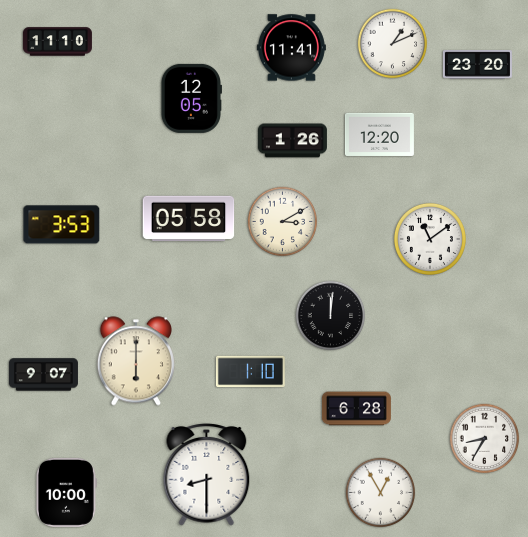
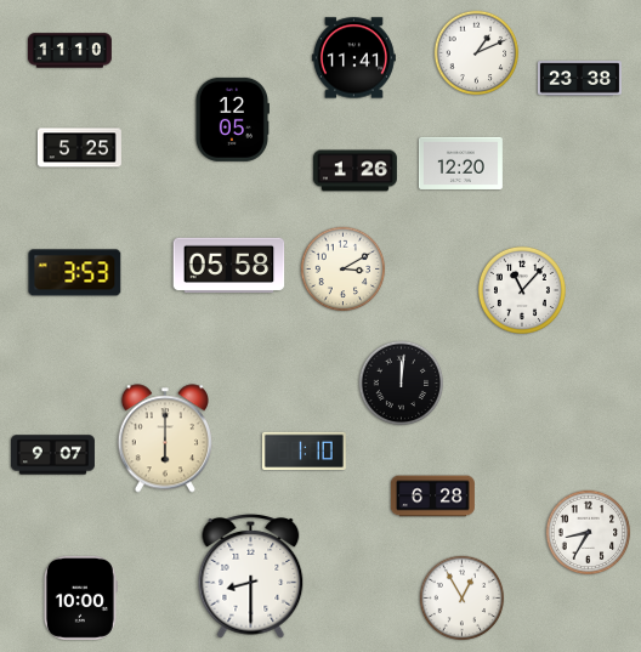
clock at (477, 65): 23:20 -> 23:38
clock at (79, 148): none -> 5:25
clock at (430, 239): 11:09 -> 11:07
